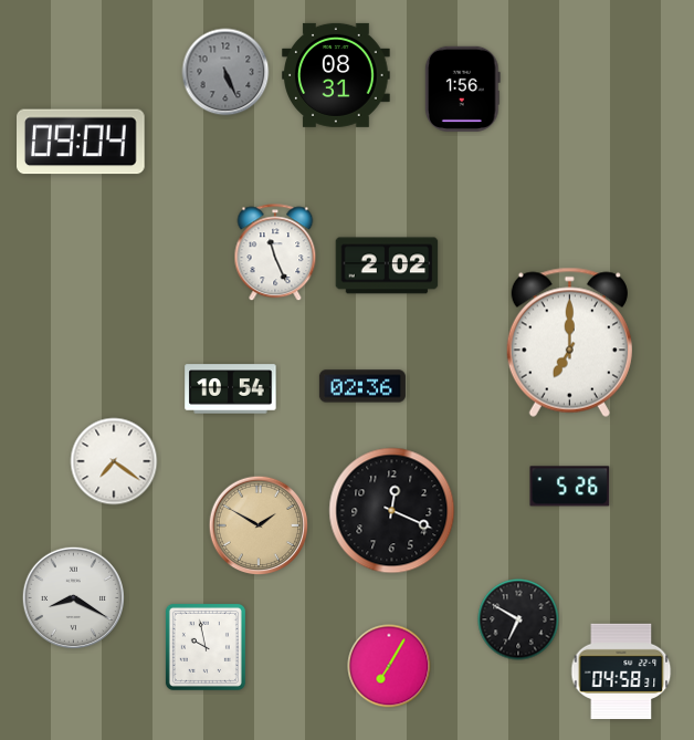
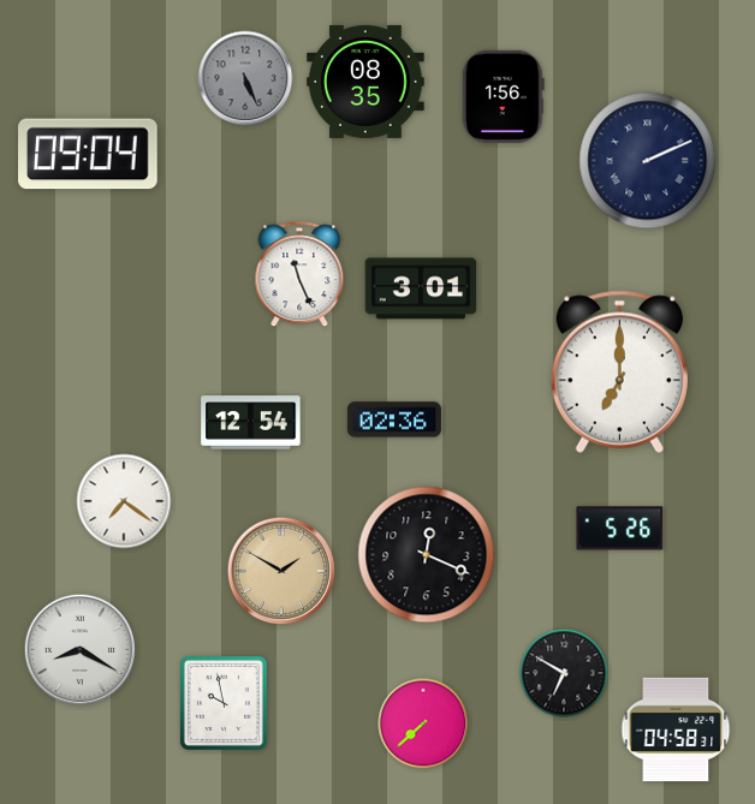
clock at (337, 75): 08:31 -> 08:35
clock at (648, 161): none -> 2:11
clock at (387, 265): 2:02 -> 3:01
clock at (231, 389): 10:54 -> 12:54
clock at (389, 666): 7:05 -> 7:38
